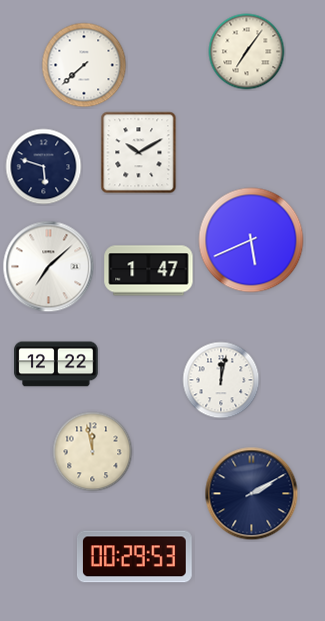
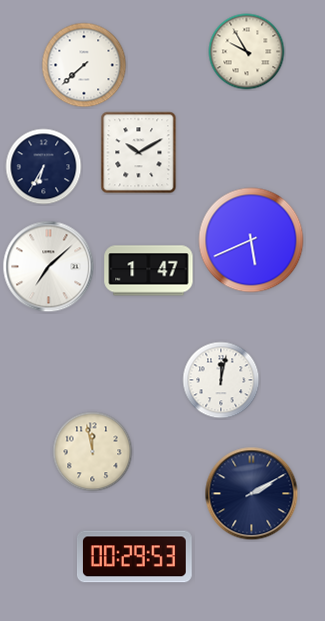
clock at (247, 52): 7:06 -> 9:55
clock at (44, 167): 5:48 -> 6:35
clock at (56, 364): 12:22 -> none
